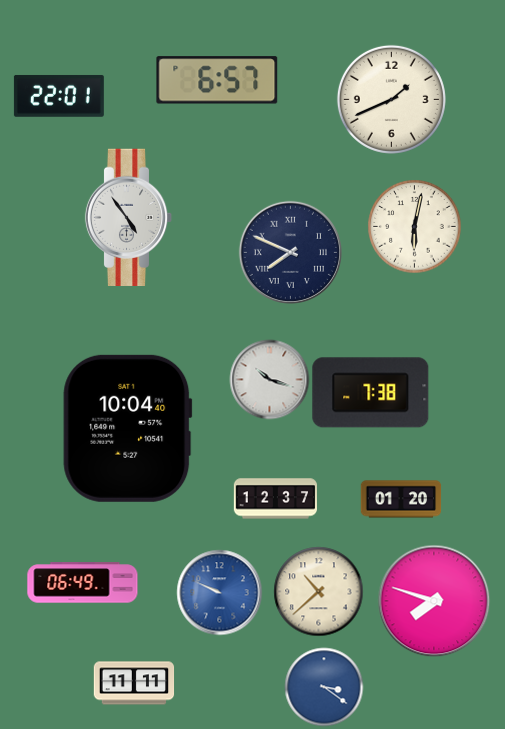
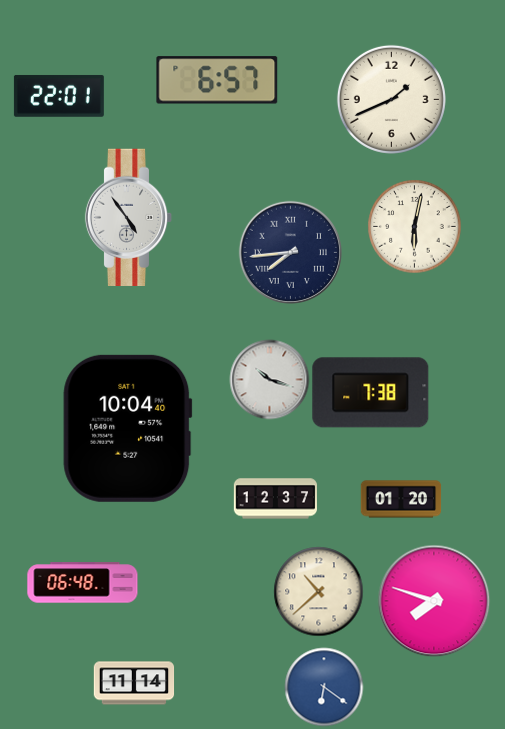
clock at (290, 252): 7:49 -> 7:44
clock at (83, 583): 06:49 -> 06:48
clock at (219, 592): 9:49 -> none
clock at (134, 683): 11:11 -> 11:14
clock at (324, 687): 3:21 -> 6:21
